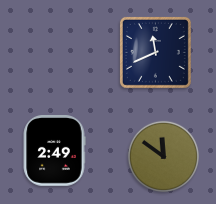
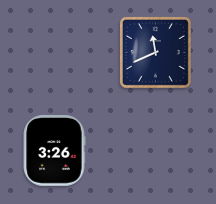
clock at (54, 151): 2:49 -> 3:26
clock at (164, 157): 11:51 -> none
